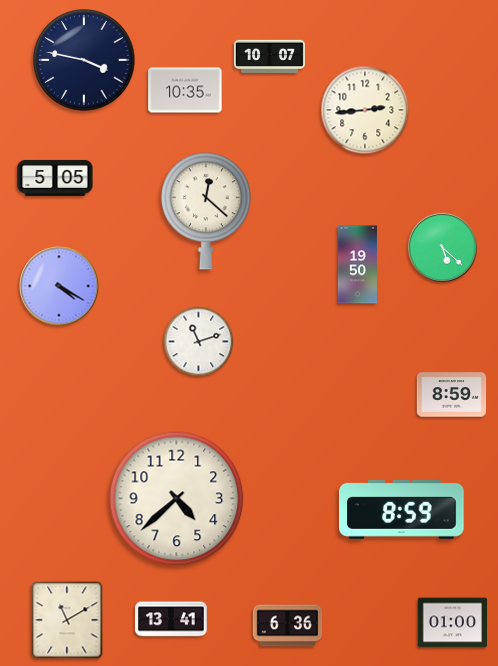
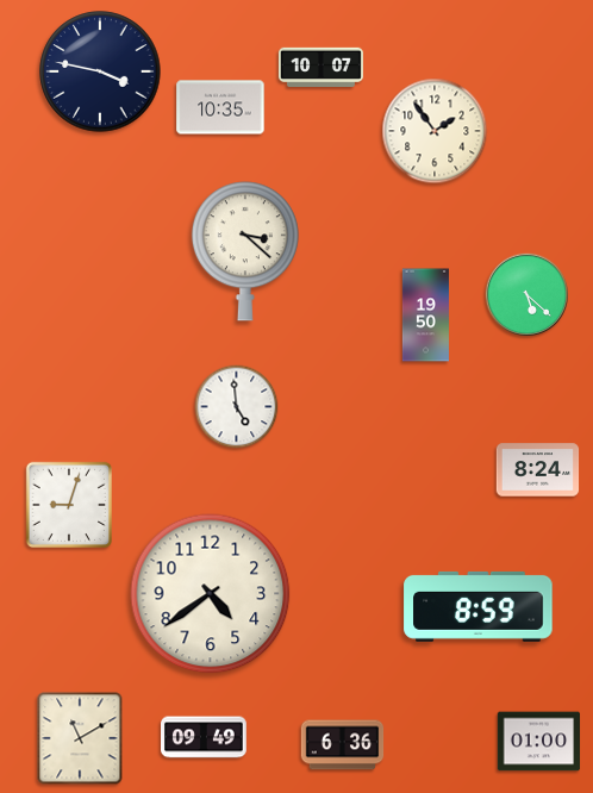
clock at (365, 110): 2:44 -> 1:54
clock at (55, 178): 5:05 -> none
clock at (206, 211): 12:22 -> 3:22
clock at (59, 286): 4:20 -> none
clock at (199, 342): 11:12 -> 4:59
clock at (452, 395): 8:59 -> 8:24
clock at (68, 504): none -> 9:03
clock at (177, 499): 4:38 -> 4:39
clock at (172, 619): 13:41 -> 09:49
